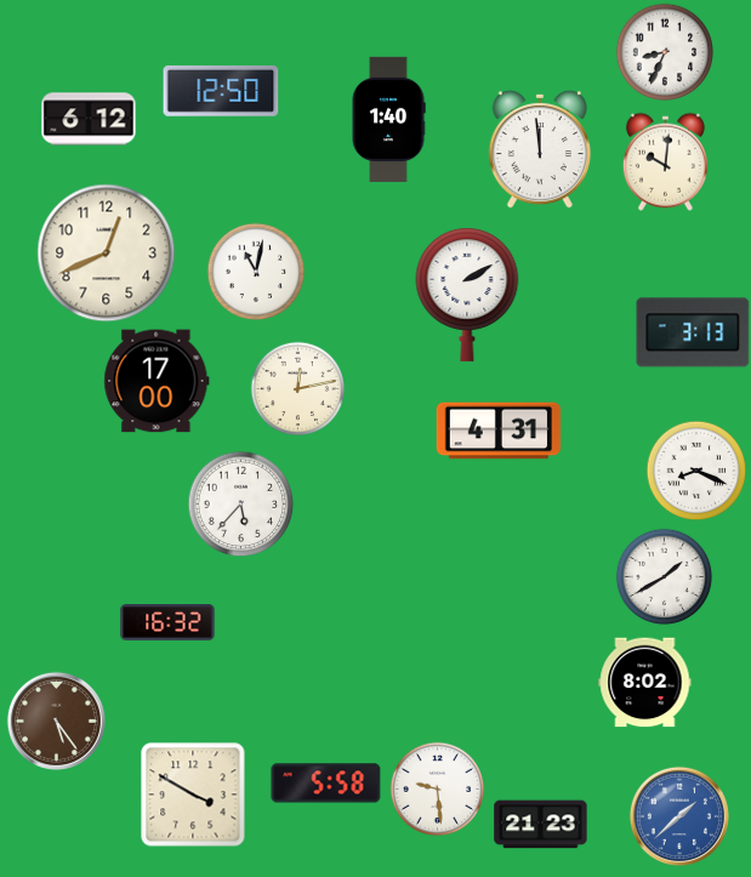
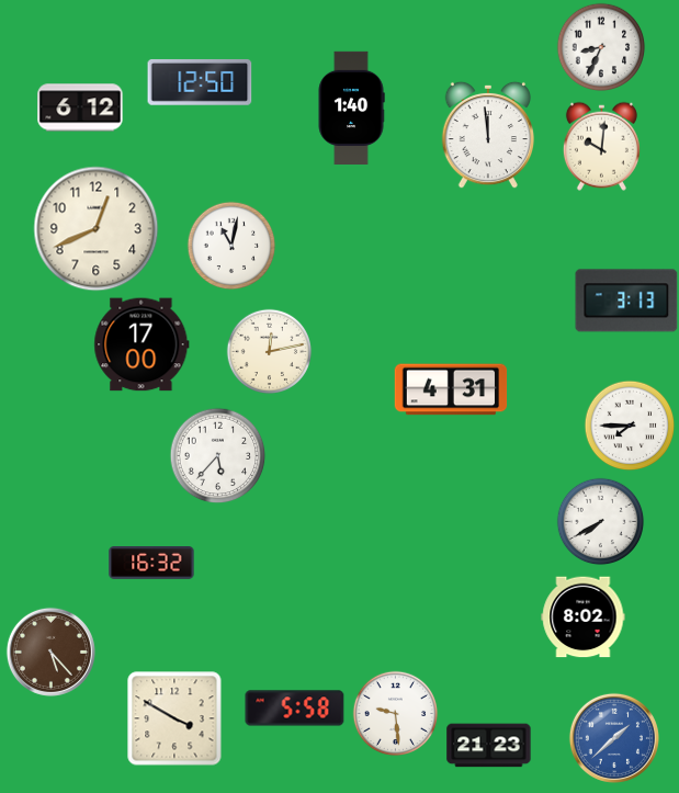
clock at (467, 295): 2:10 -> none
clock at (696, 471): 8:19 -> 7:45
clock at (664, 576): 1:40 -> 7:40
clock at (56, 721): 5:24 -> 5:23
